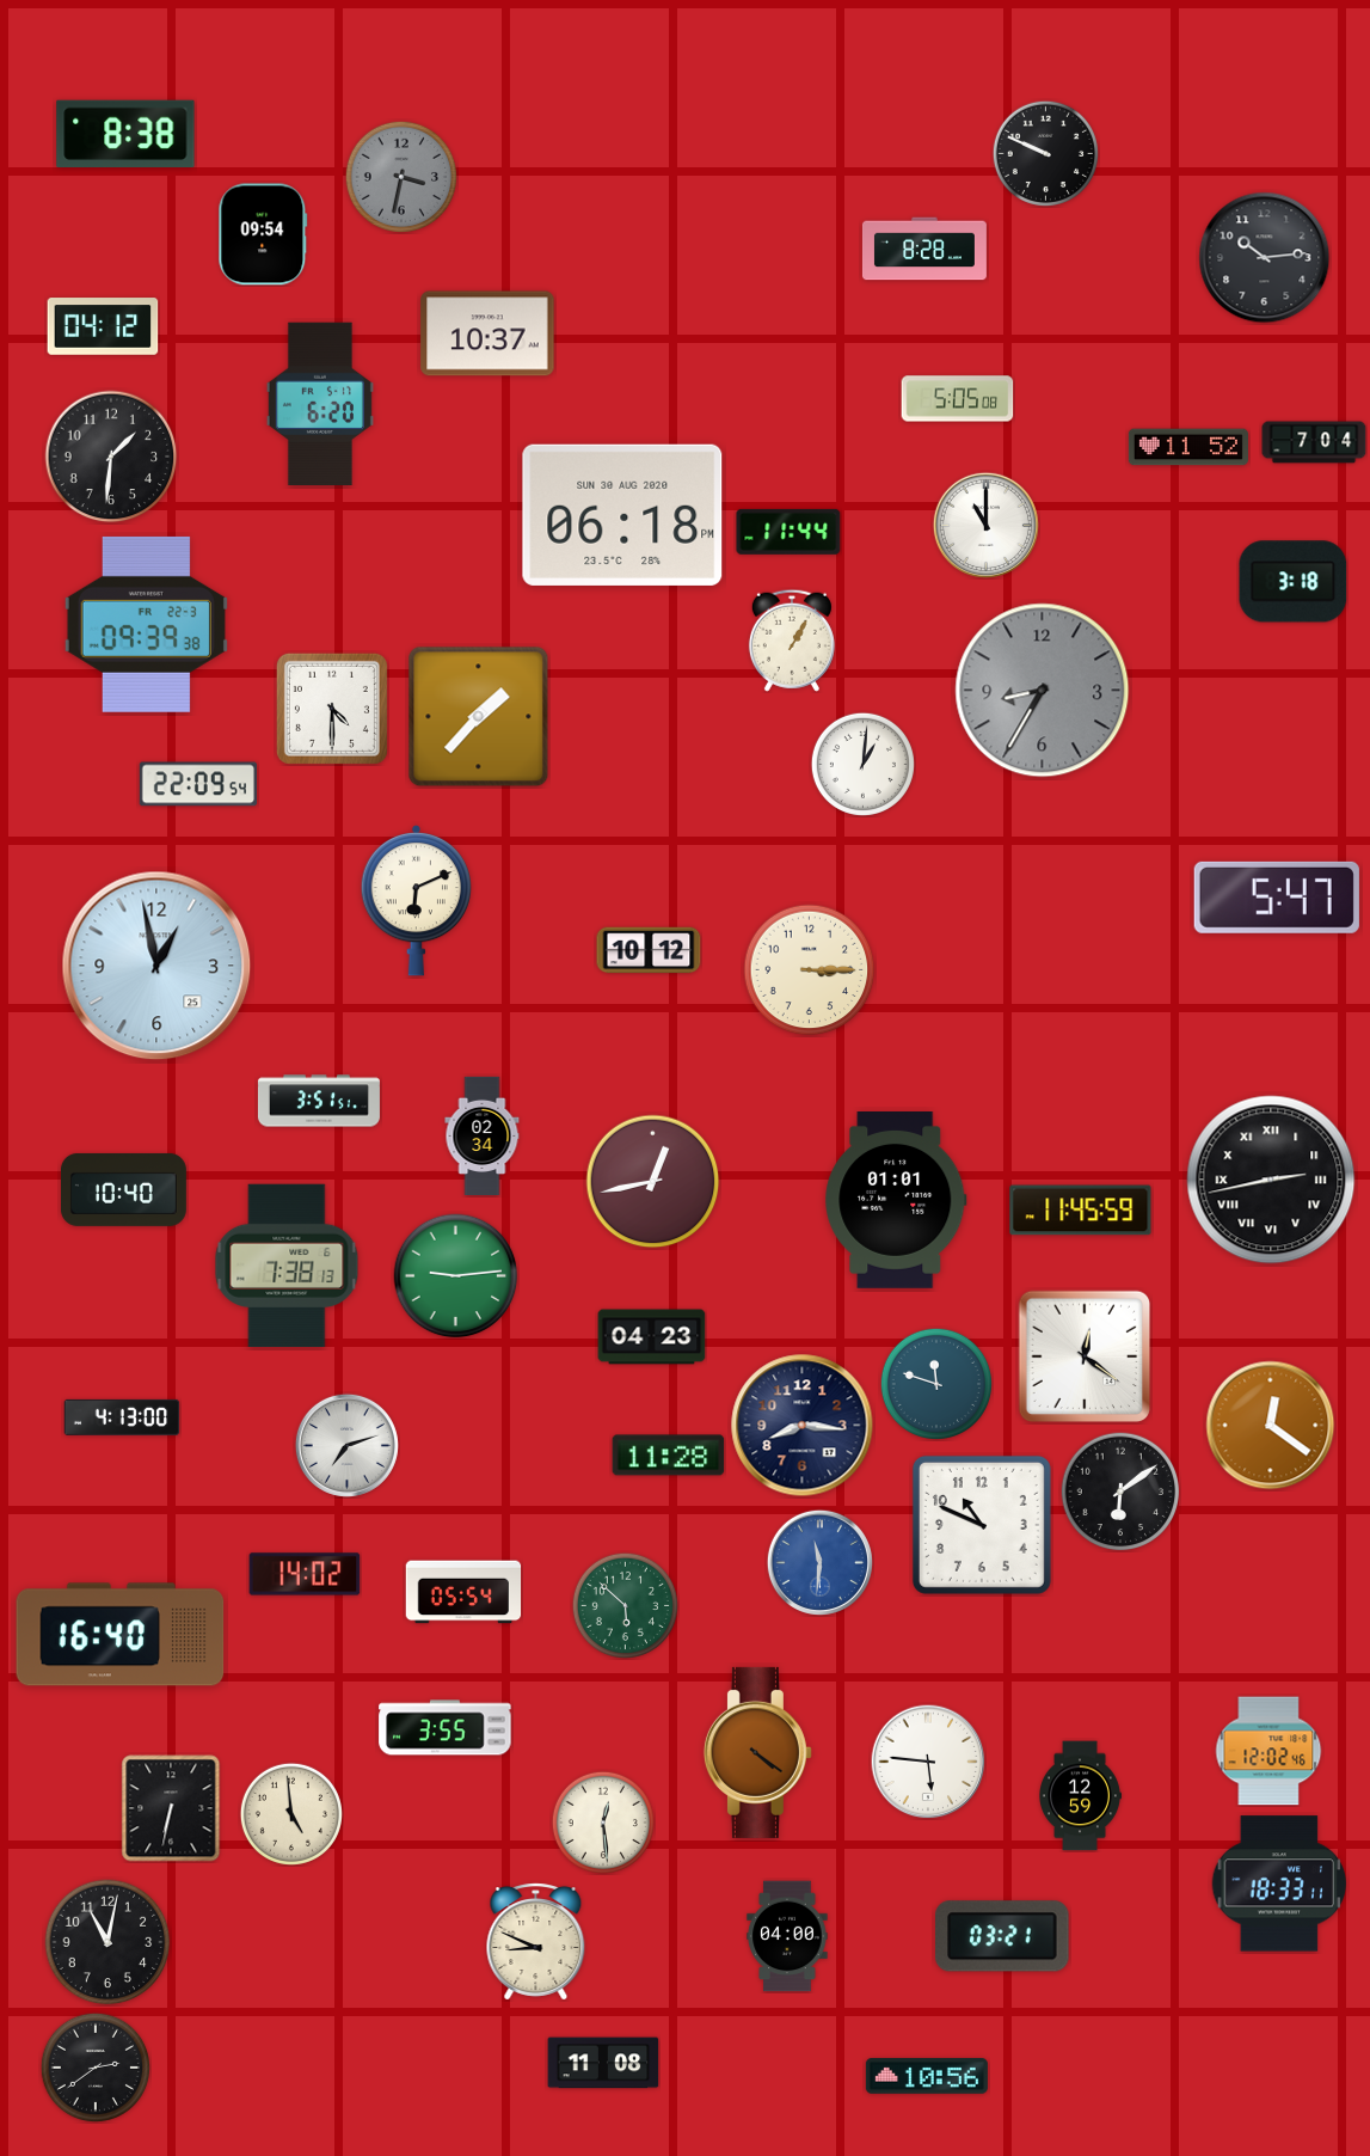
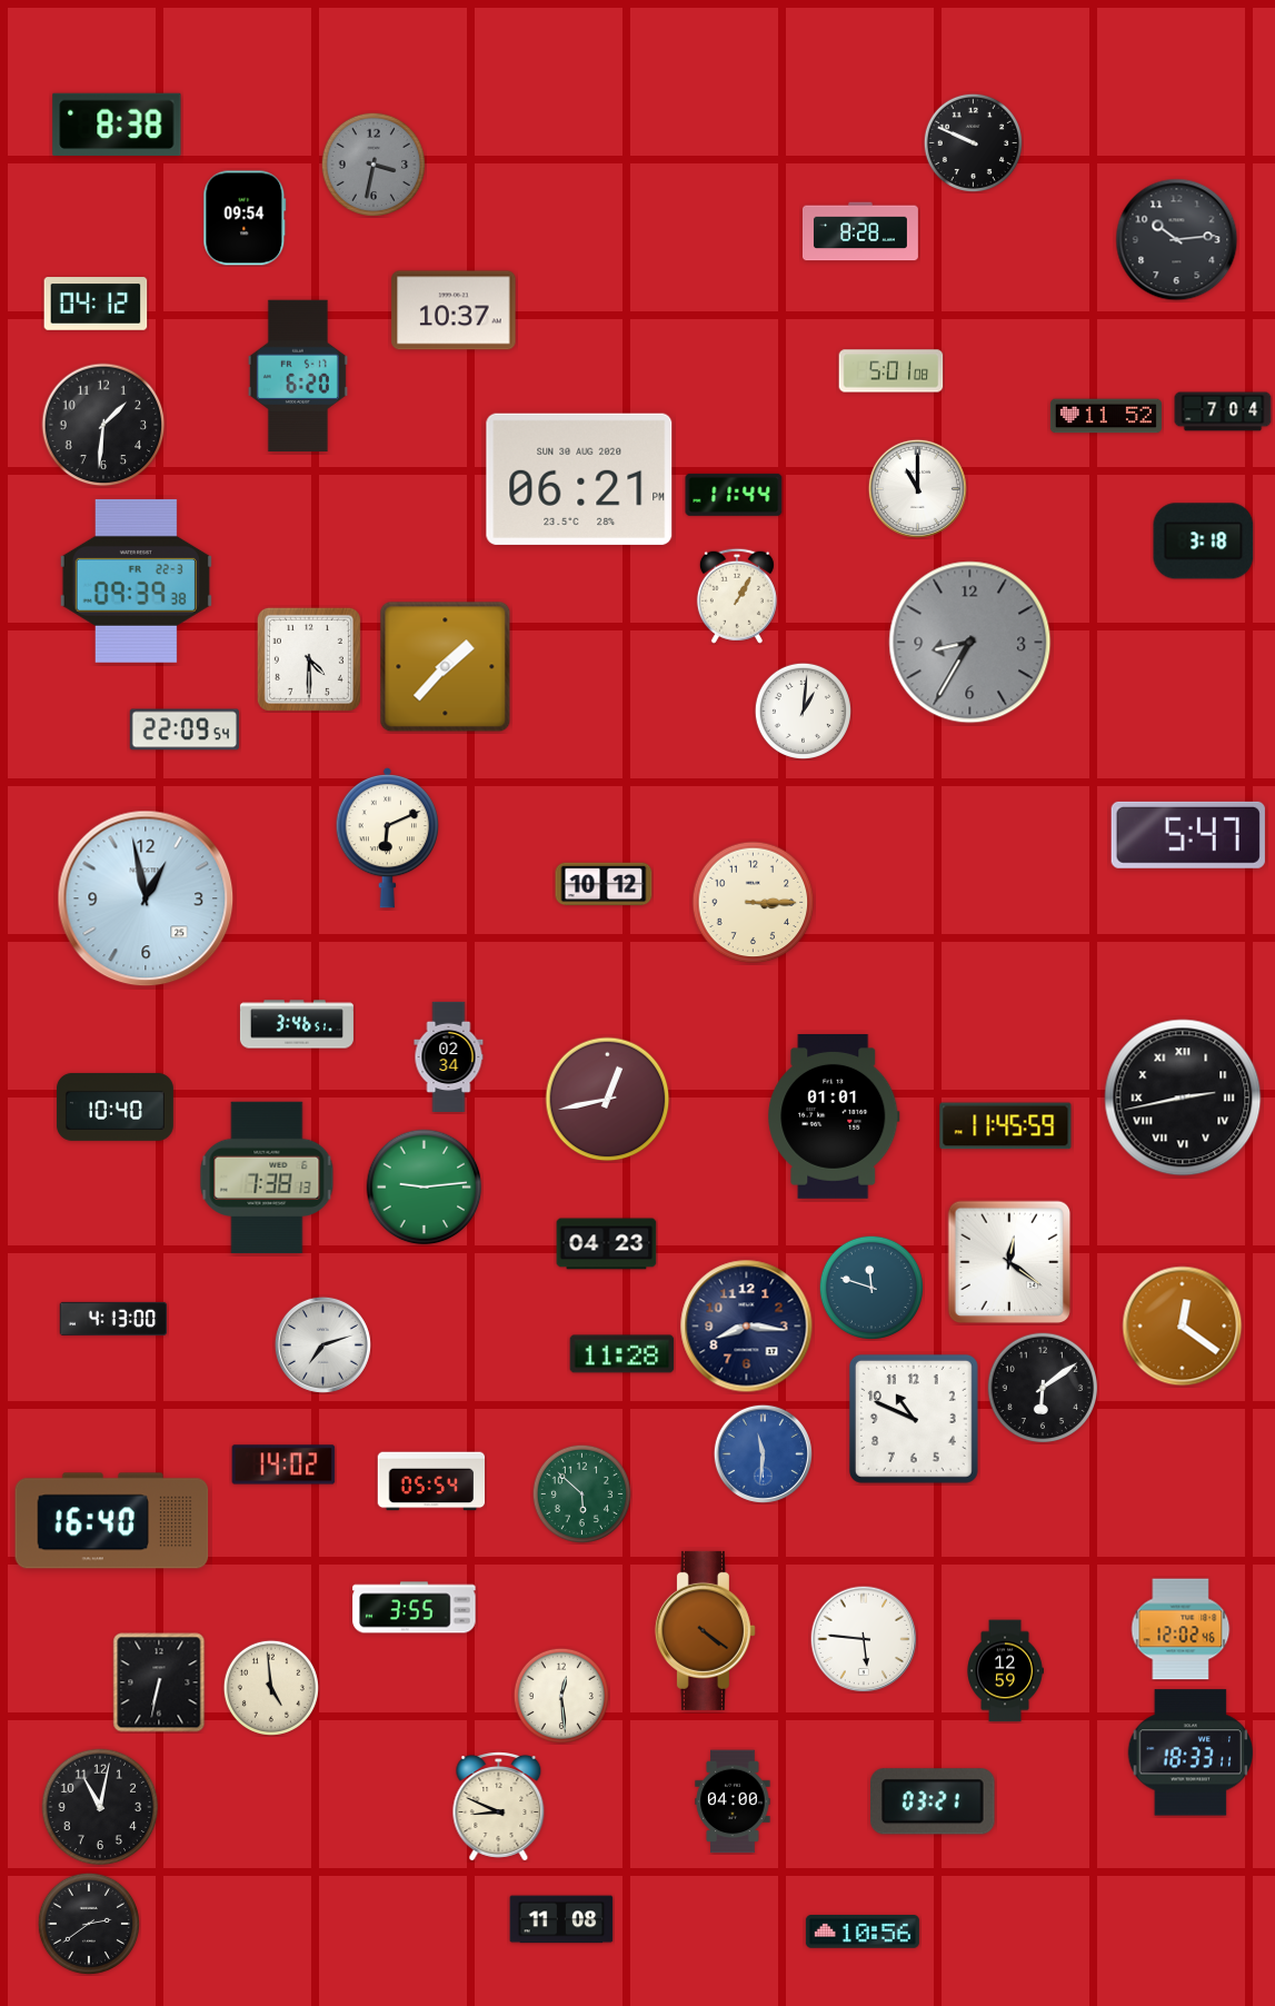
clock at (958, 399): 5:05 -> 5:01
clock at (622, 515): 06:18 -> 06:21
clock at (319, 1101): 3:51 -> 3:46
